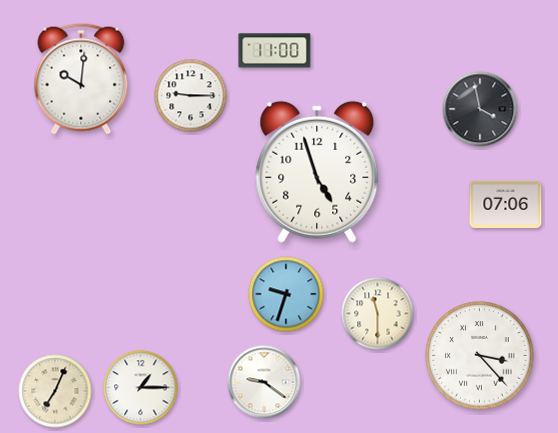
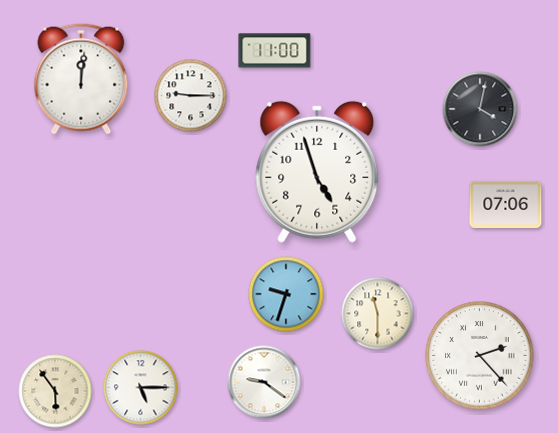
clock at (81, 79): 10:01 -> 12:01
clock at (480, 109): 3:58 -> 4:02
clock at (480, 356): 3:23 -> 2:23
clock at (141, 388): 1:15 -> 5:15
clock at (55, 391): 7:04 -> 5:54
